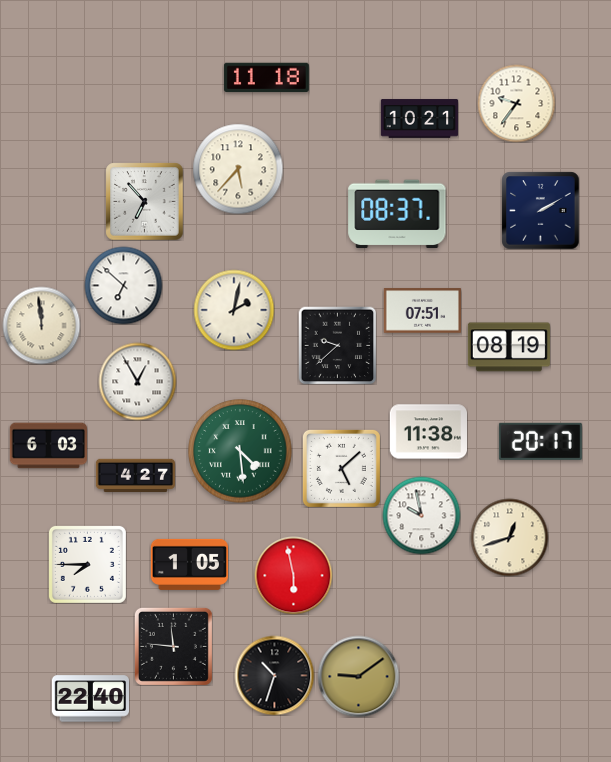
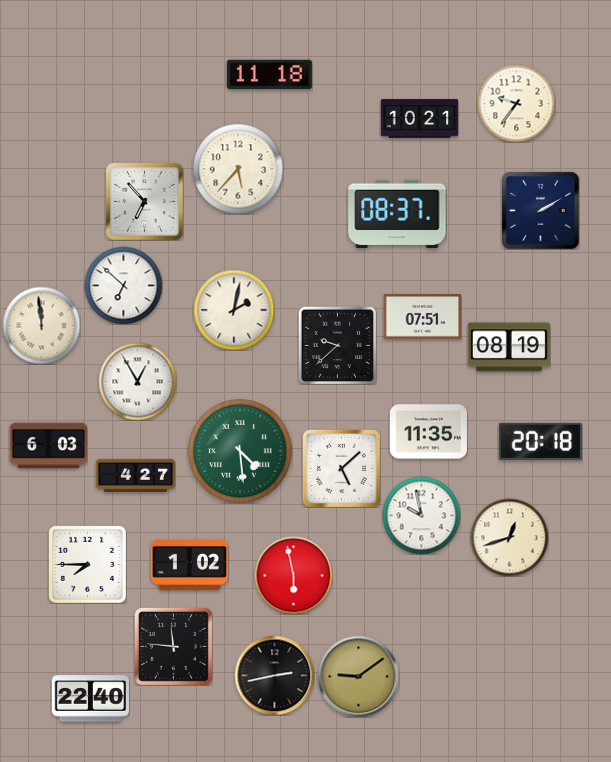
clock at (266, 78) position: (266, 78) -> (269, 75)
clock at (422, 311) position: (422, 311) -> (422, 317)
clock at (428, 432): 11:38 -> 11:35
clock at (540, 441): 20:17 -> 20:18
clock at (189, 564): 1:05 -> 1:02
clock at (274, 675): 10:33 -> 2:43
